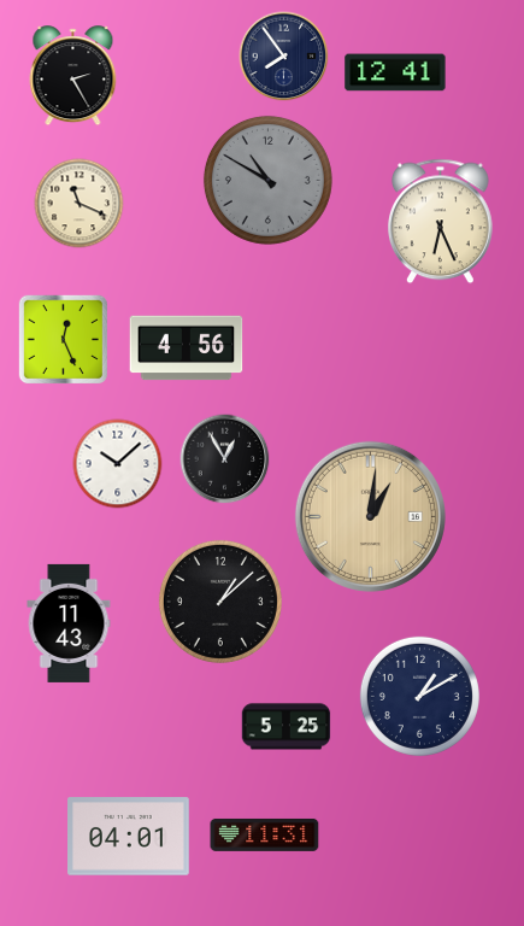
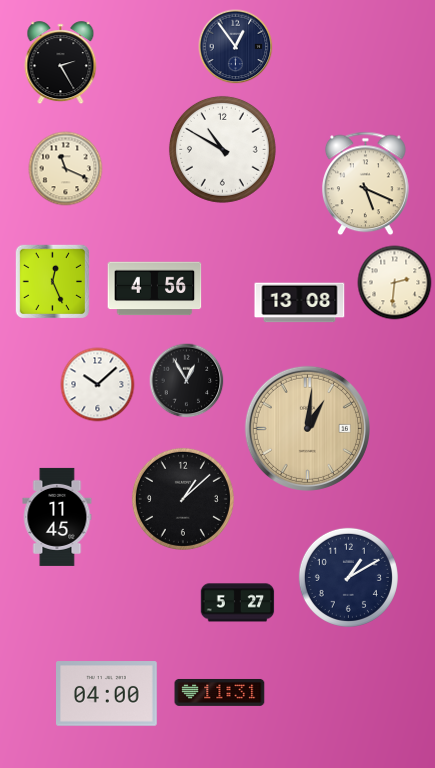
clock at (284, 57): 7:54 -> 12:54
clock at (395, 72): 12:41 -> none
clock at (267, 180) dial: grey -> white
clock at (441, 222): 6:26 -> 5:19
clock at (395, 283): none -> 2:31
clock at (300, 303): none -> 13:08
clock at (69, 623): 11:43 -> 11:45
clock at (287, 727): 5:25 -> 5:27
clock at (129, 837): 04:01 -> 04:00
